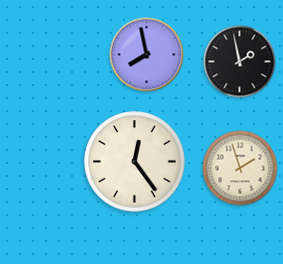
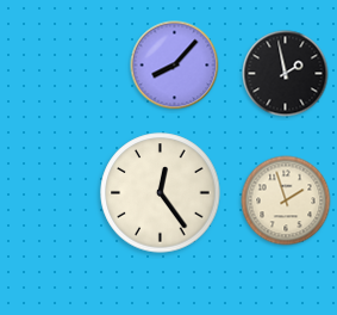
clock at (147, 55): 7:58 -> 8:07
